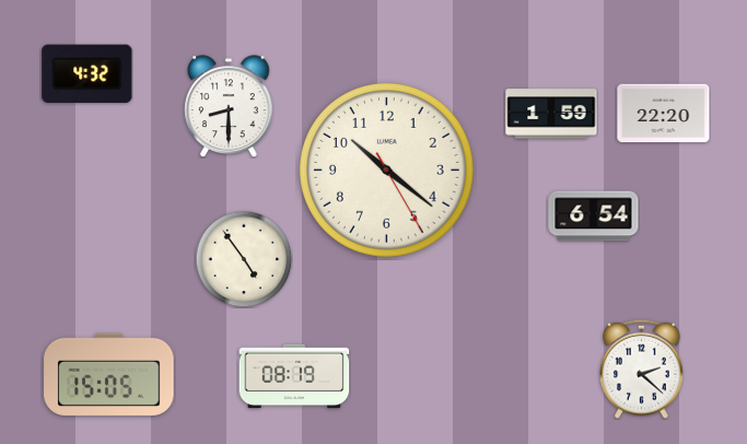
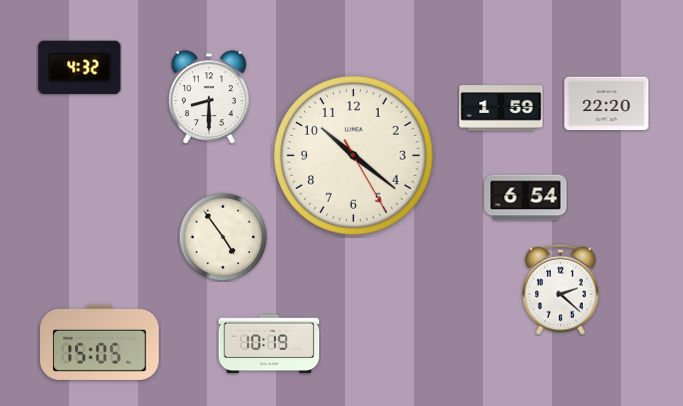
clock at (551, 114) position: (551, 114) -> (501, 108)
clock at (594, 217) position: (594, 217) -> (526, 198)
clock at (642, 369) position: (642, 369) -> (561, 289)
clock at (294, 376): 08:19 -> 10:19
